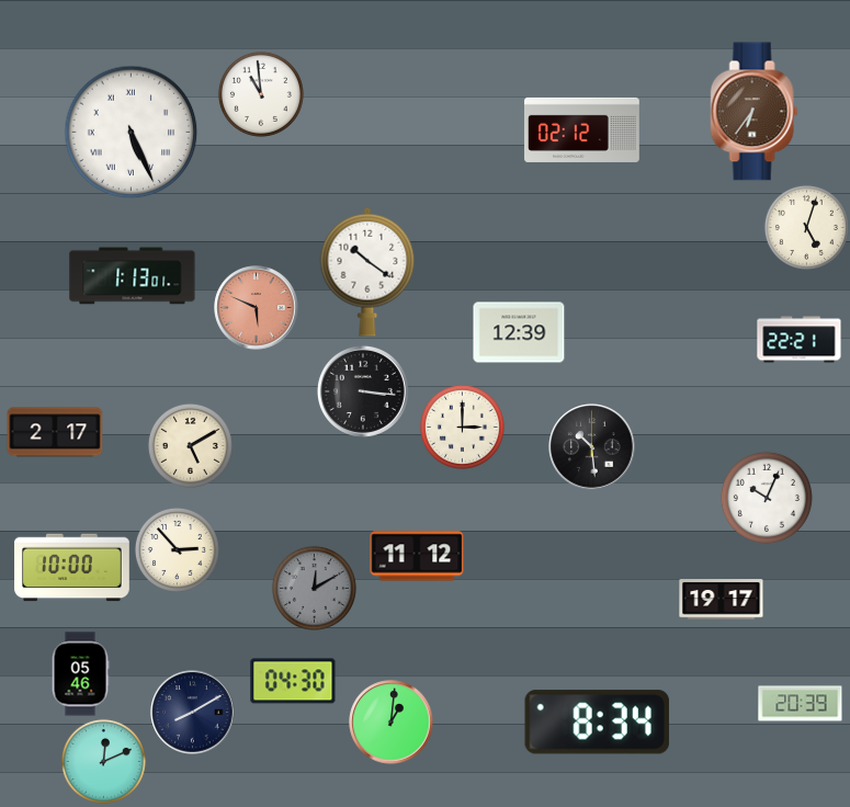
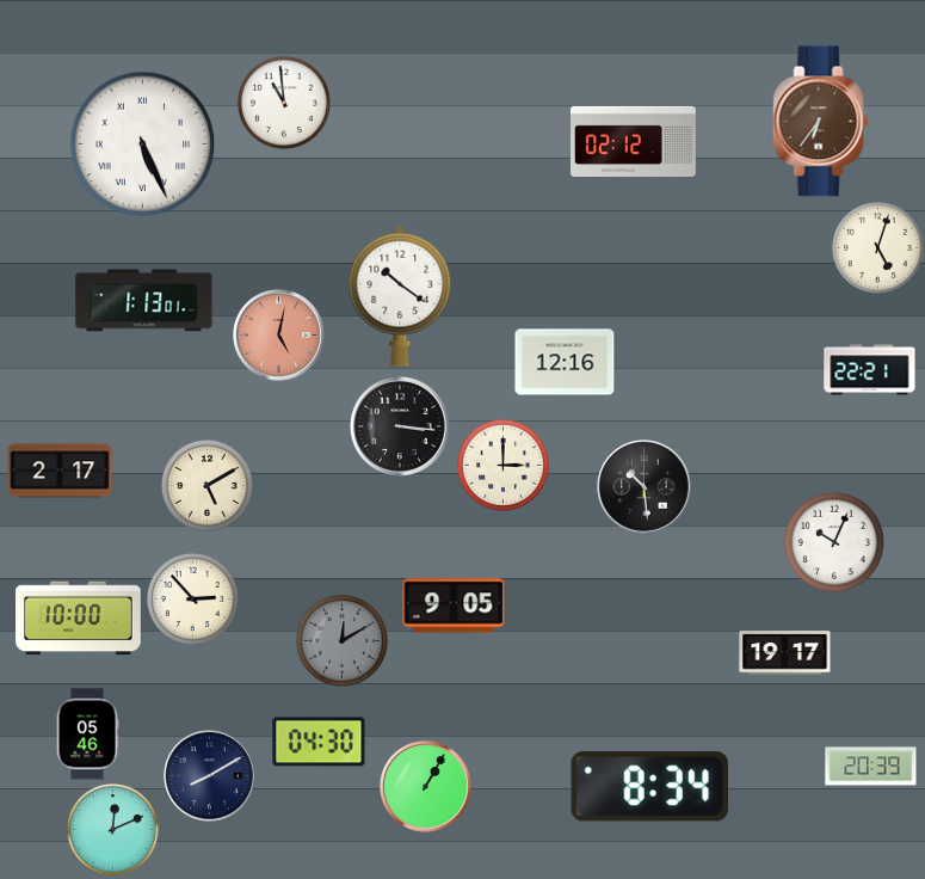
clock at (257, 308): 5:49 -> 5:02
clock at (519, 332): 12:39 -> 12:16
clock at (363, 391) position: (363, 391) -> (400, 426)
clock at (417, 556): 11:12 -> 9:05
clock at (392, 723): 1:01 -> 1:05
